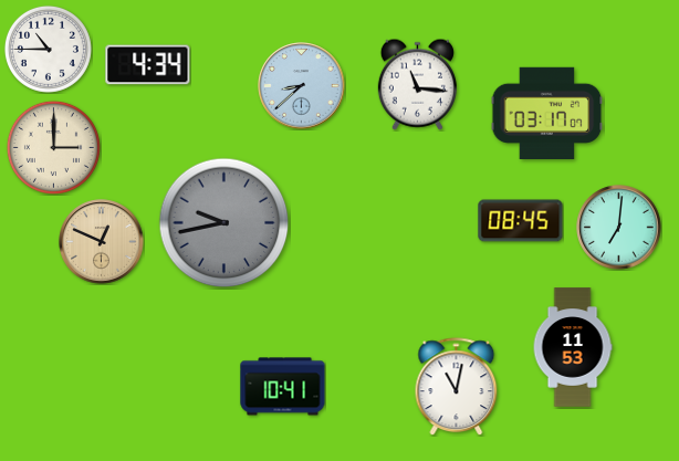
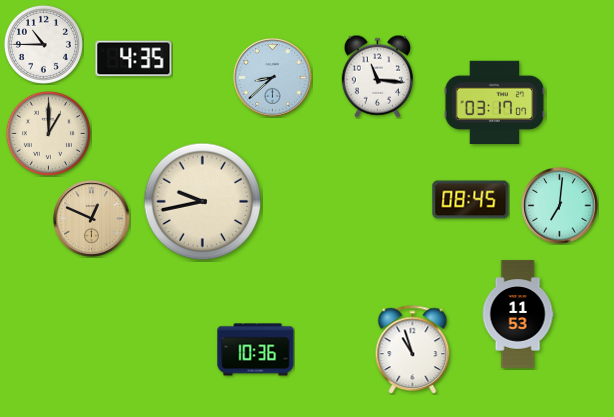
clock at (148, 65): 4:34 -> 4:35
clock at (53, 147): 3:00 -> 1:00
clock at (224, 223) dial: grey -> cream
clock at (283, 387): 10:41 -> 10:36
clock at (457, 387): 11:02 -> 10:57
